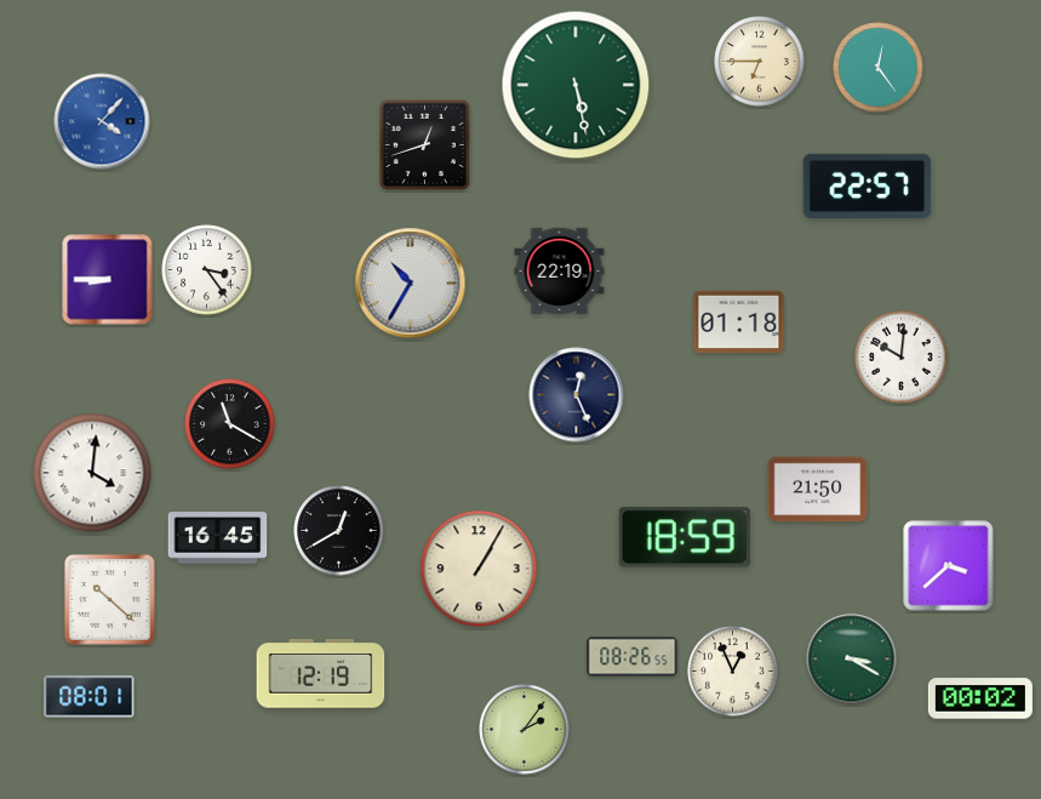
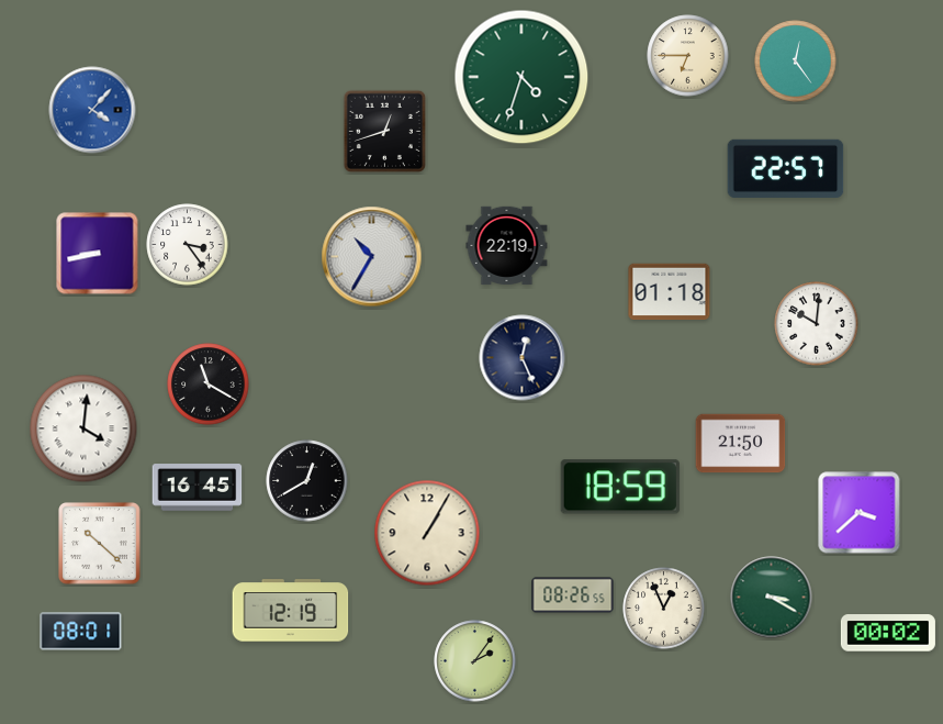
clock at (576, 85): 5:28 -> 4:33
clock at (108, 280): 8:45 -> 8:43
clock at (479, 569) position: (479, 569) -> (427, 533)
